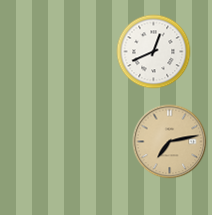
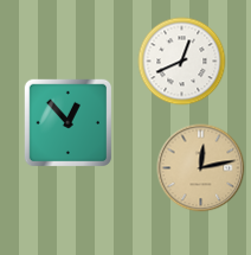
clock at (67, 122): none -> 12:53
clock at (170, 142): 7:13 -> 12:13
